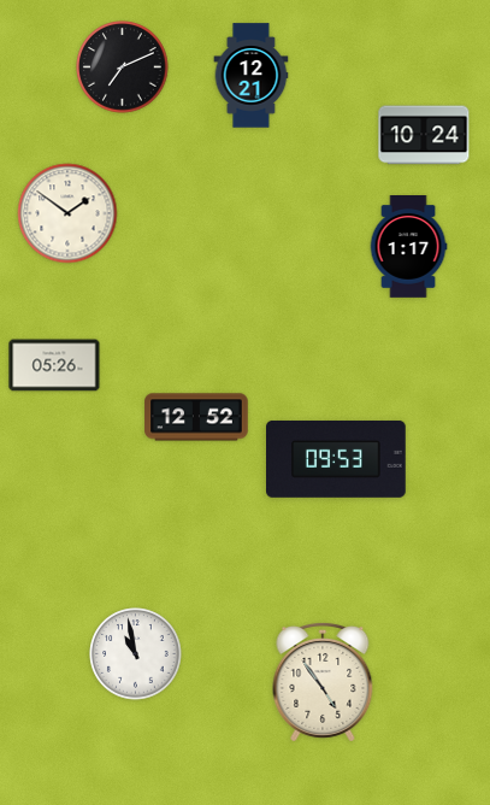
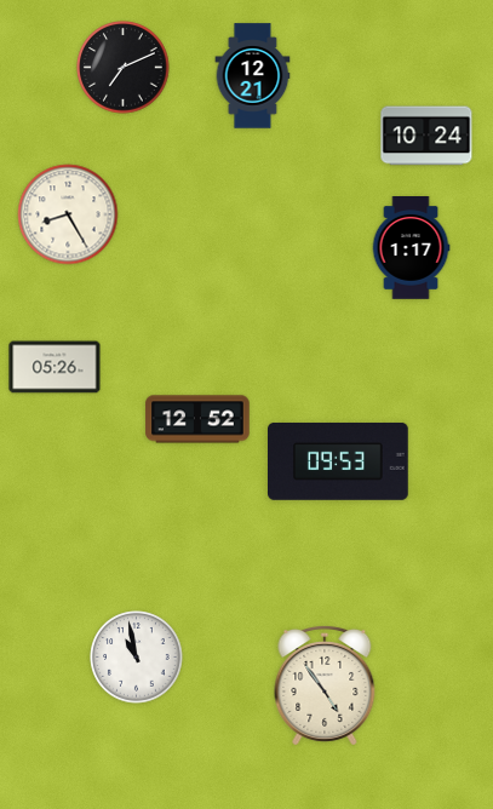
clock at (67, 213): 1:51 -> 8:25
